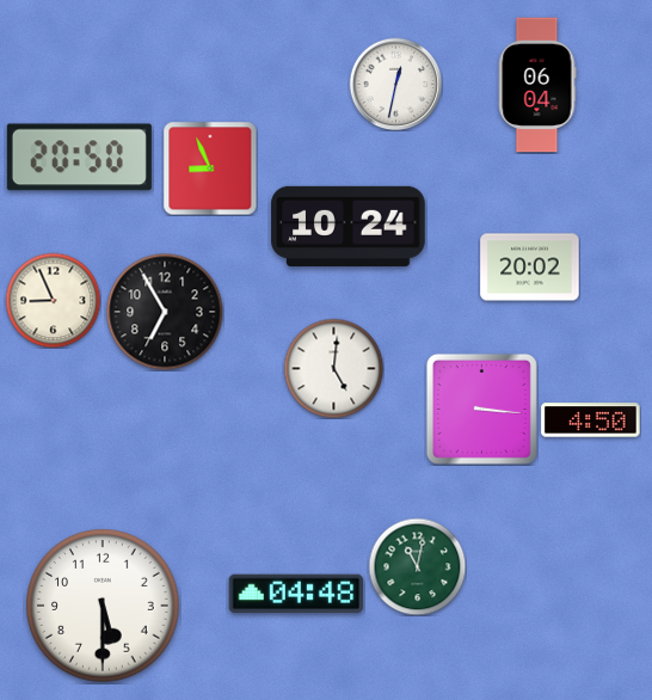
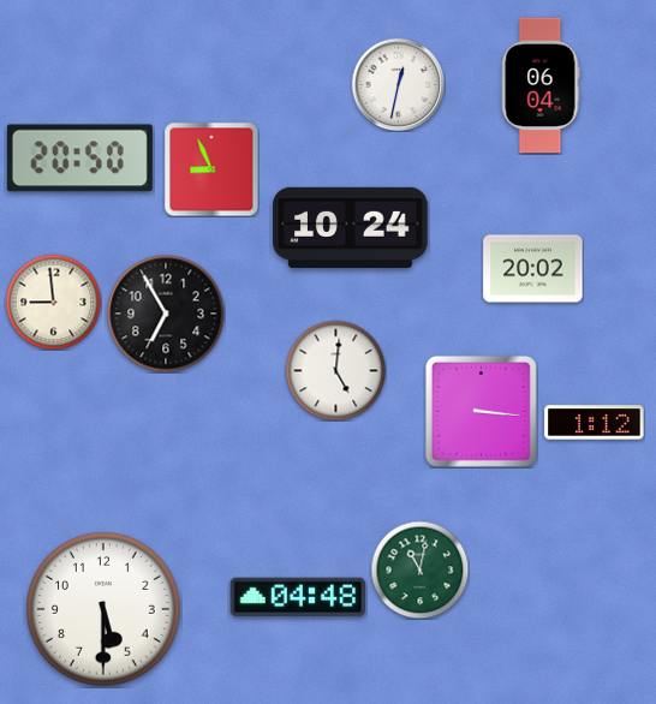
clock at (53, 300): 8:56 -> 8:59
clock at (481, 409) position: (481, 409) -> (481, 411)
clock at (591, 420): 4:50 -> 1:12
